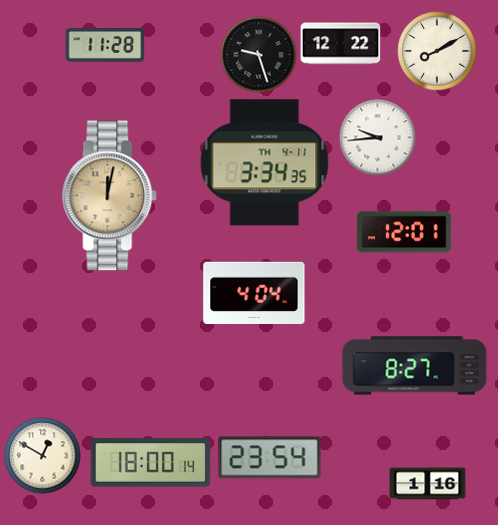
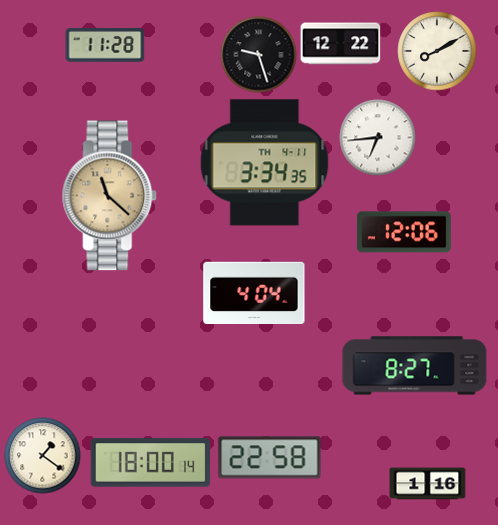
clock at (378, 138): 9:44 -> 6:44
clock at (110, 196): 12:02 -> 11:22
clock at (404, 232): 12:01 -> 12:06
clock at (43, 456): 12:50 -> 1:21
clock at (270, 458): 23:54 -> 22:58
